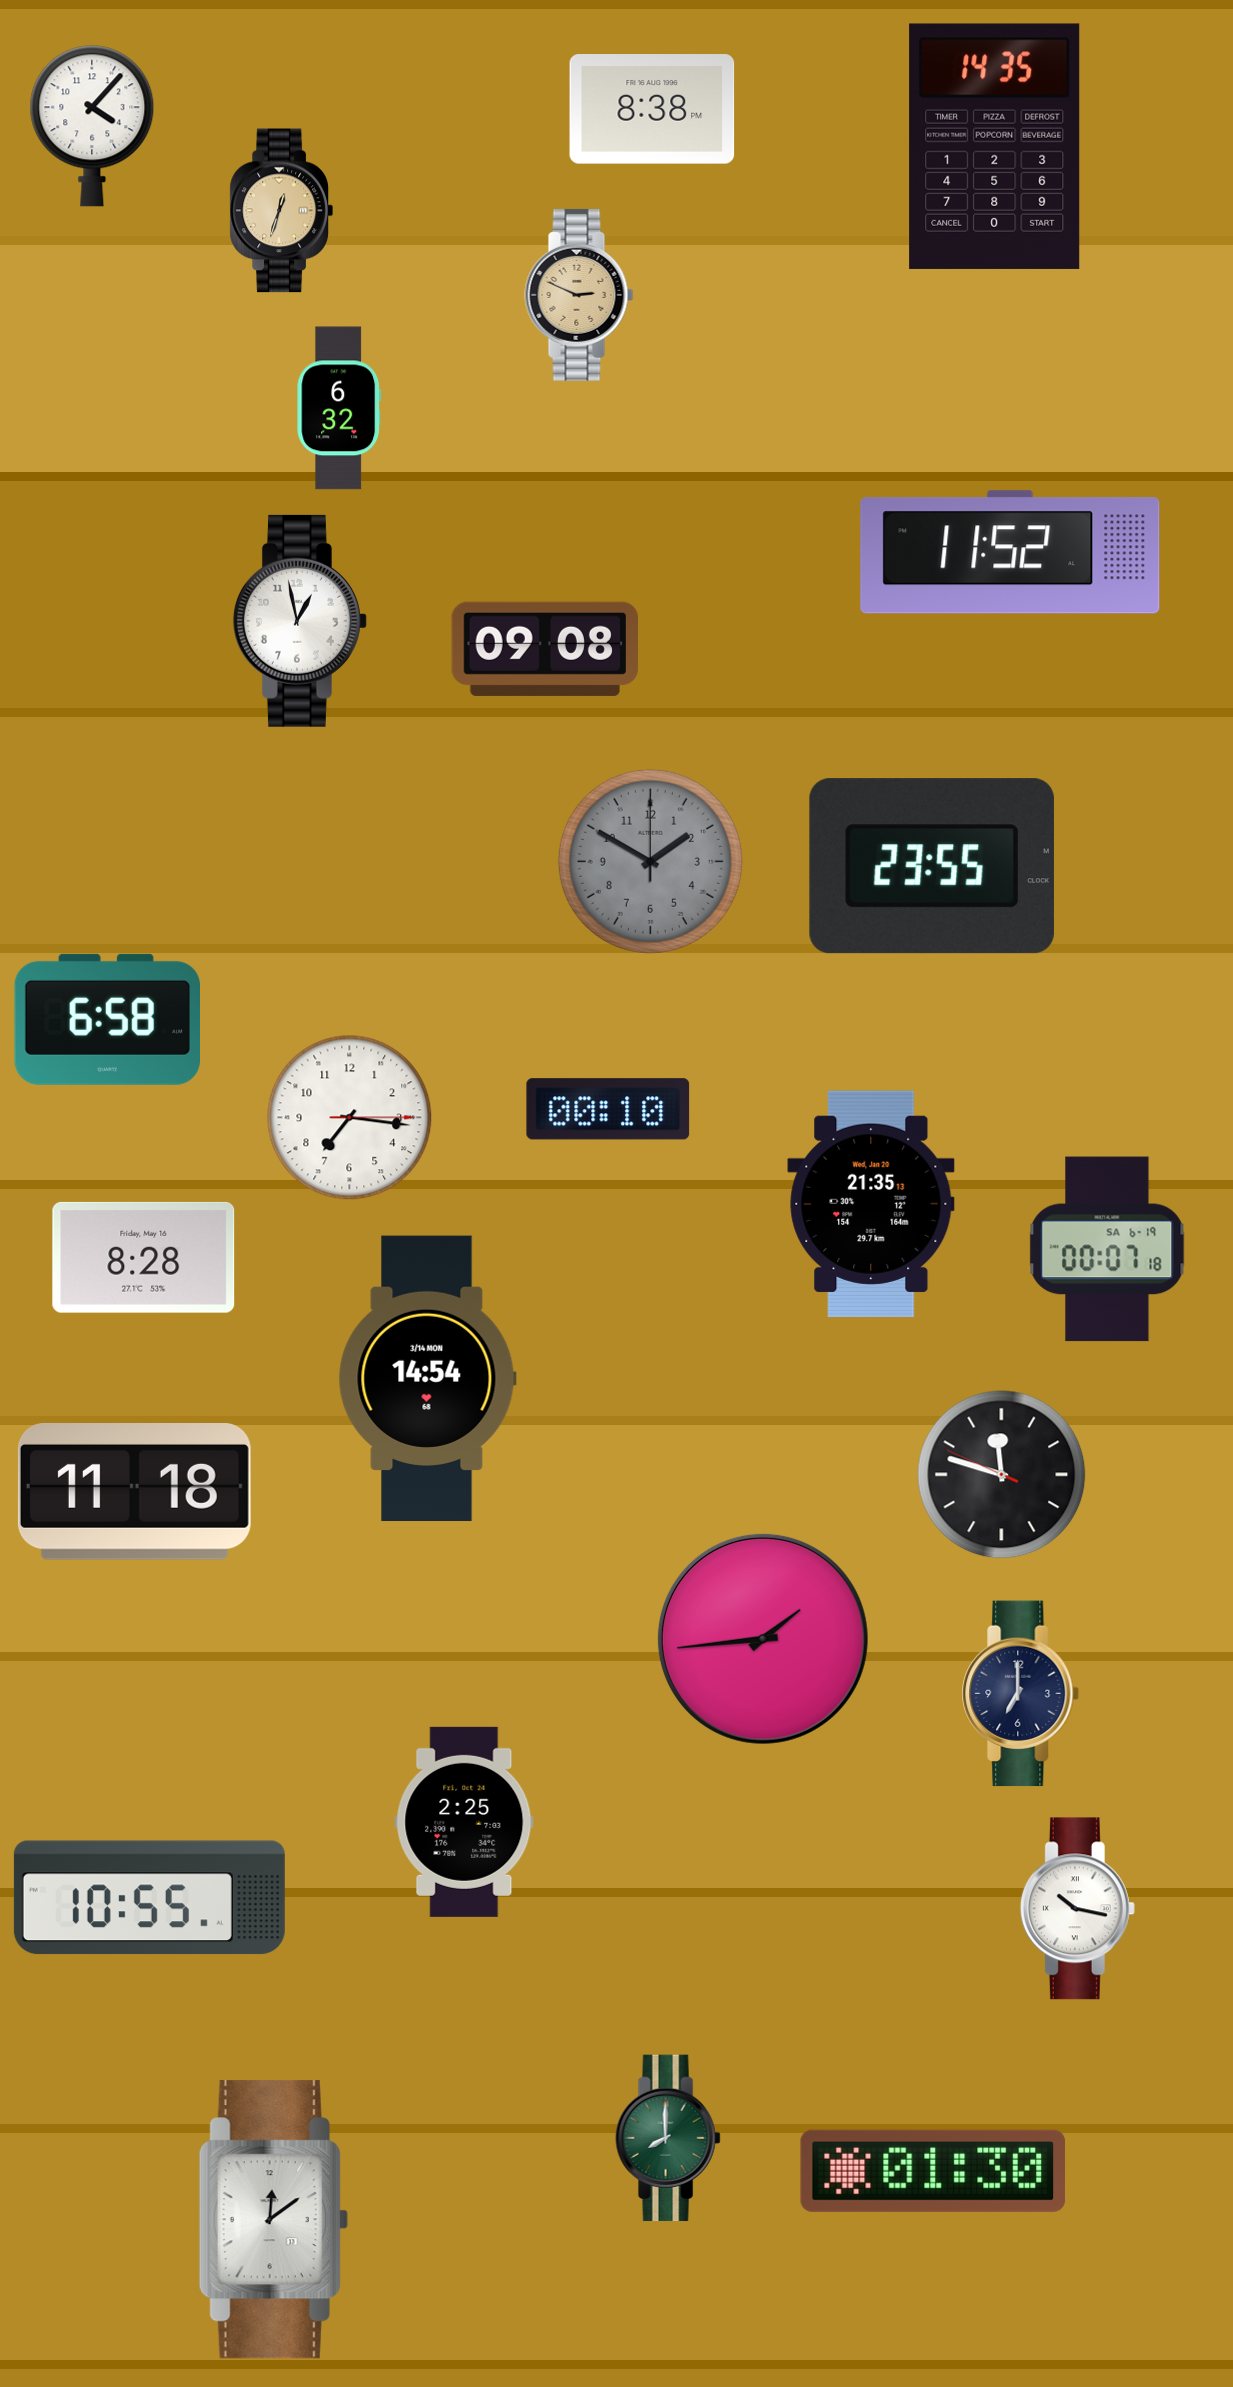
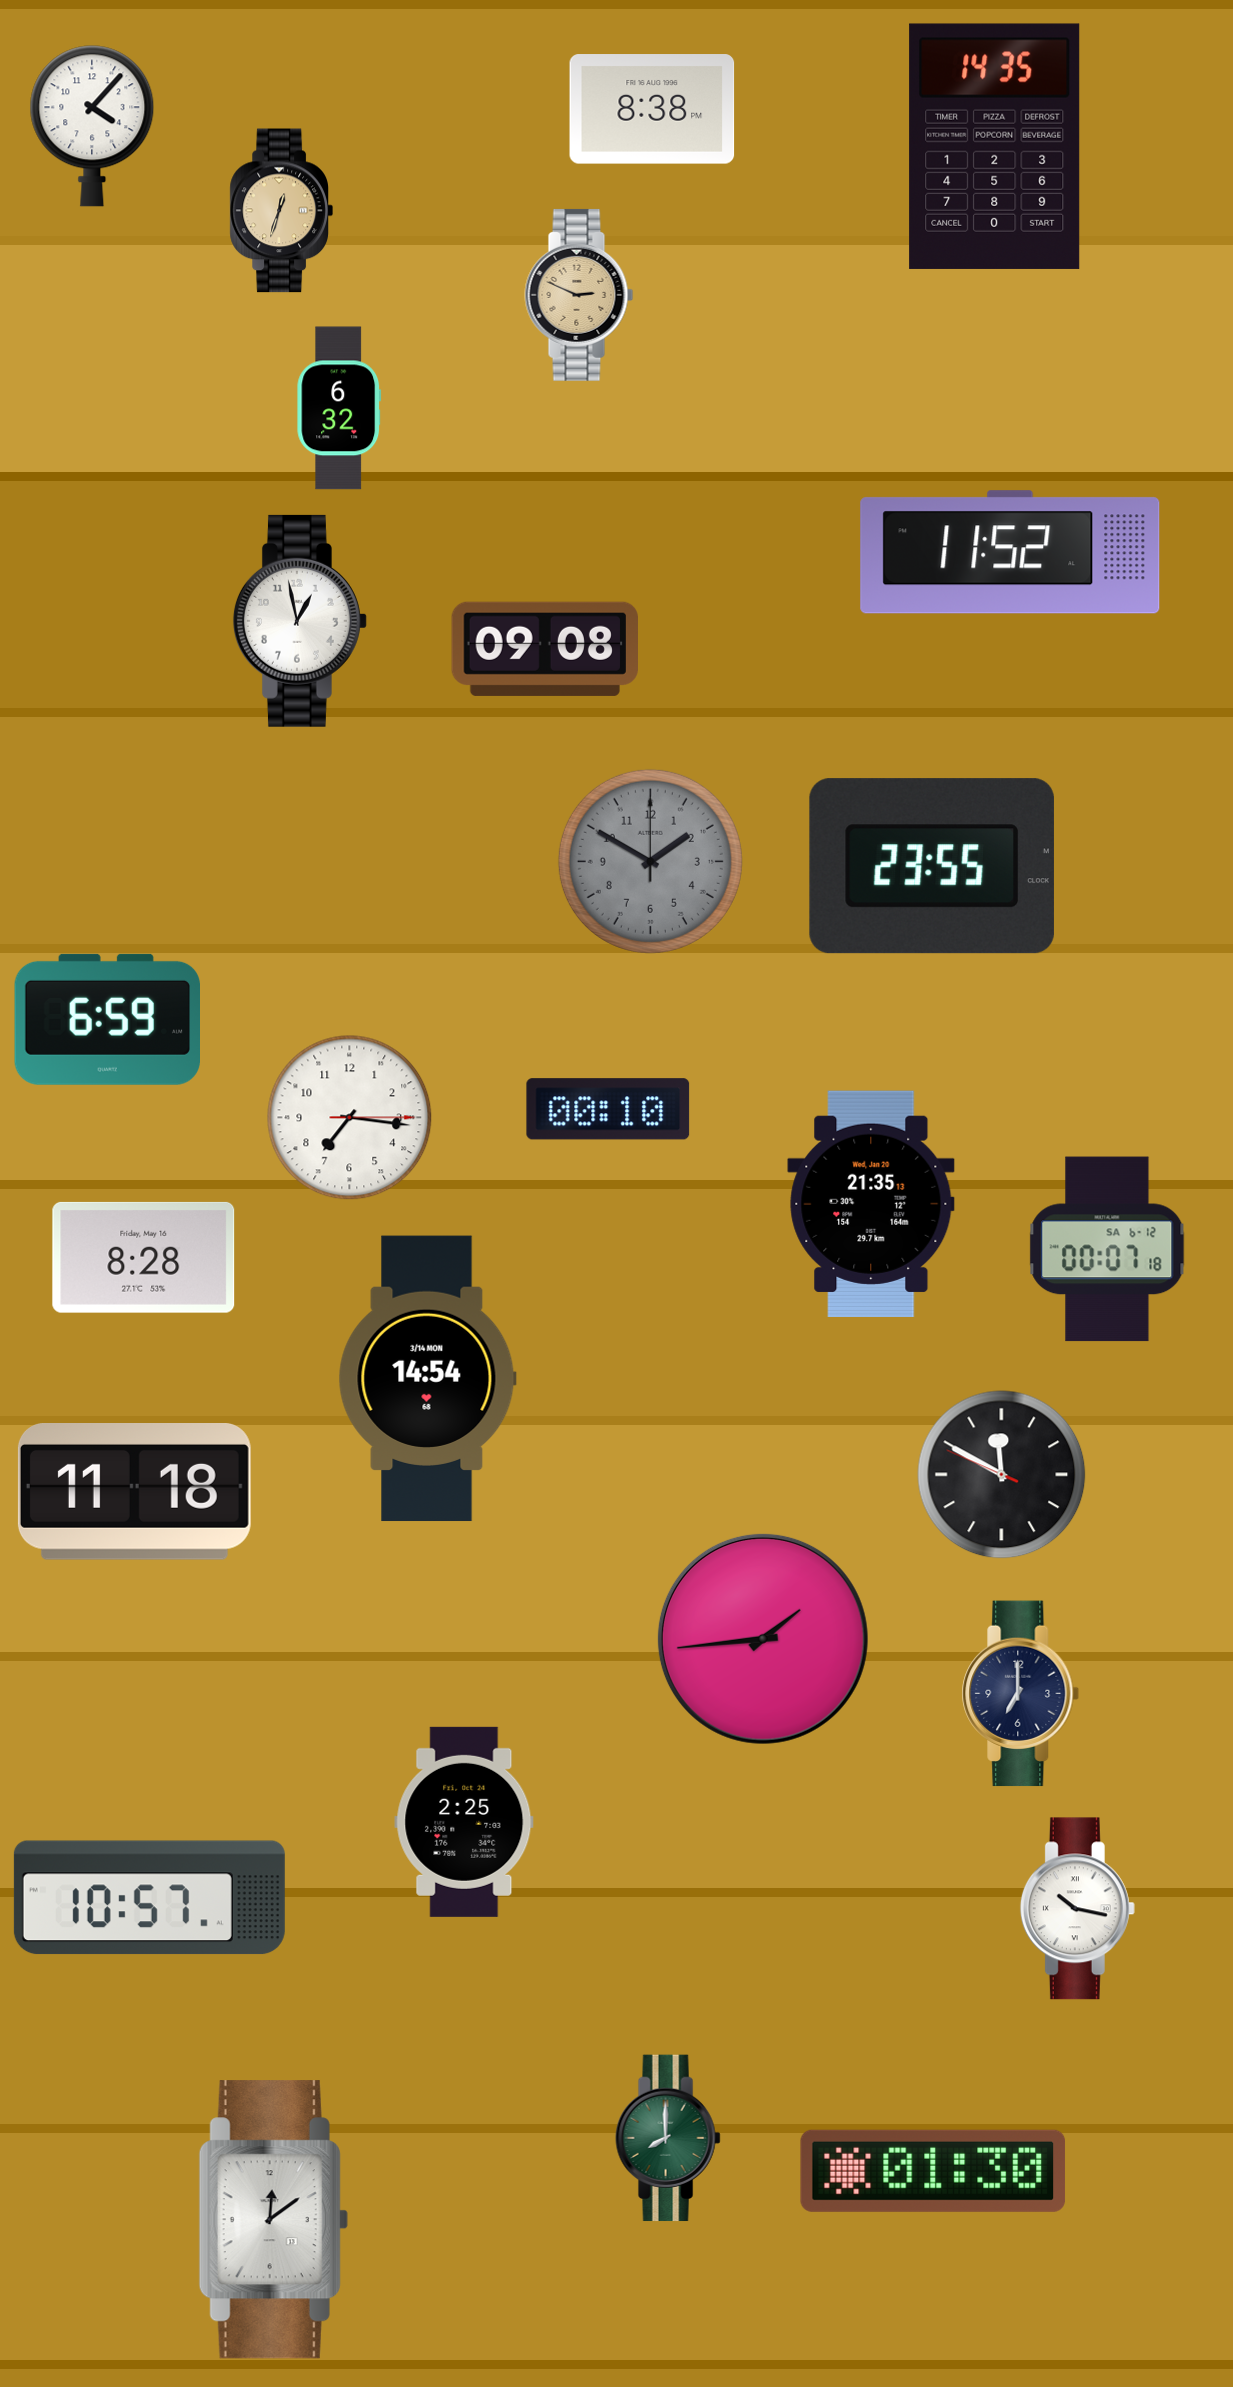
clock at (108, 1019): 6:58 -> 6:59
clock at (1107, 1249) date: SA 6-19 -> SA 6-12
clock at (1002, 1475): 11:47 -> 11:49
clock at (149, 1898): 10:55 -> 10:57
